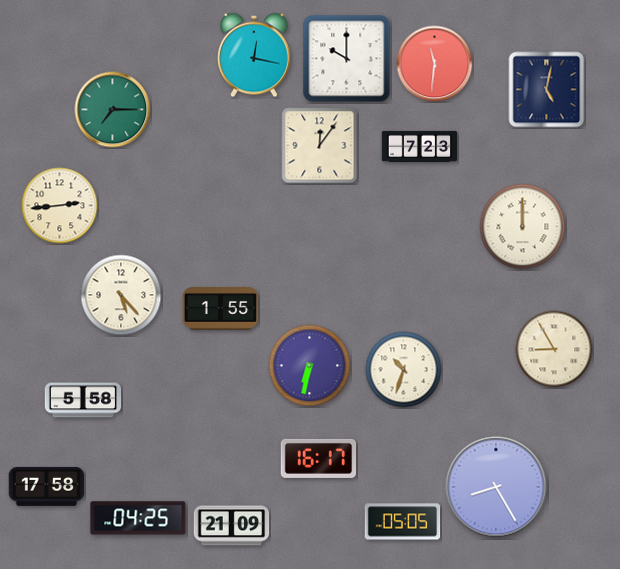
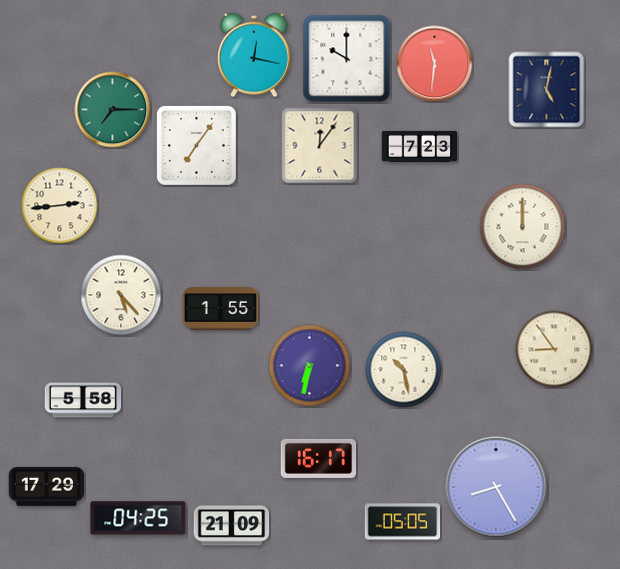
clock at (196, 145): none -> 7:06
clock at (554, 349): 8:55 -> 8:54
clock at (404, 370): 10:33 -> 10:28
clock at (47, 486): 17:58 -> 17:29
